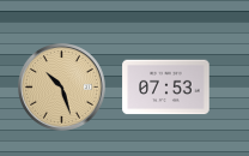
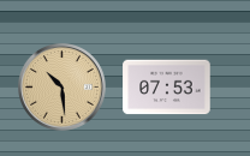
clock at (62, 88): 10:27 -> 10:29
